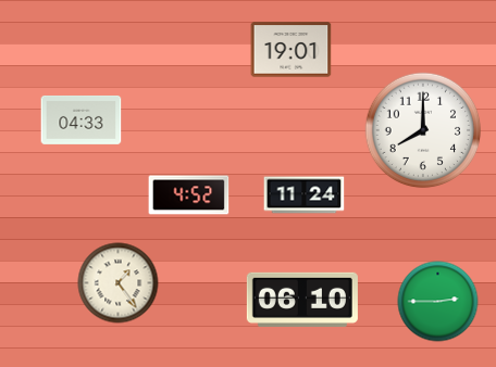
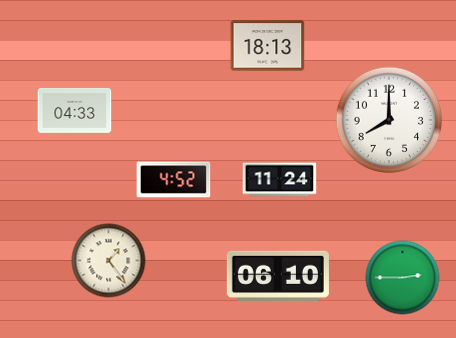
clock at (292, 50): 19:01 -> 18:13
